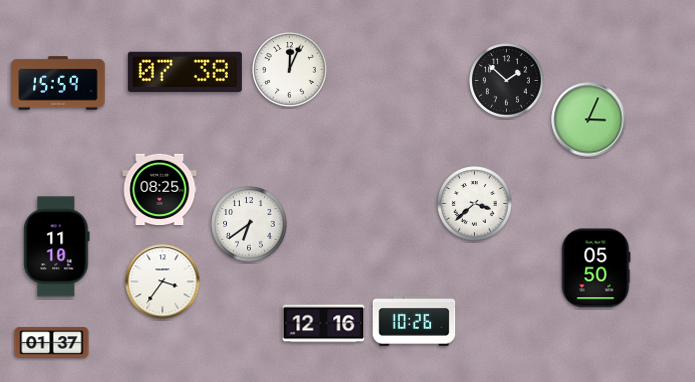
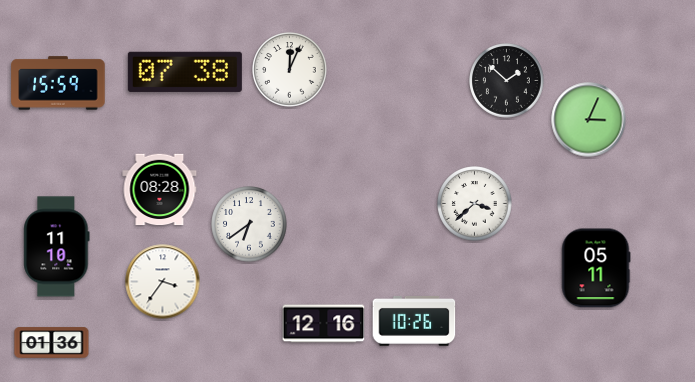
clock at (160, 190): 08:25 -> 08:28
clock at (596, 268): 05:50 -> 05:11
clock at (52, 343): 01:37 -> 01:36
